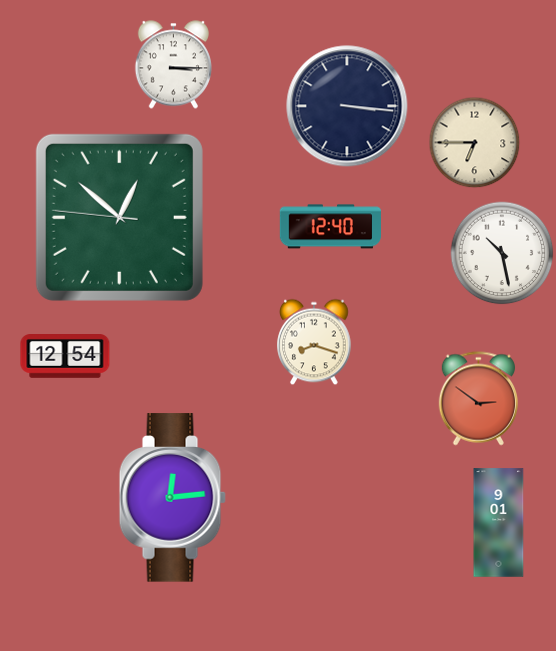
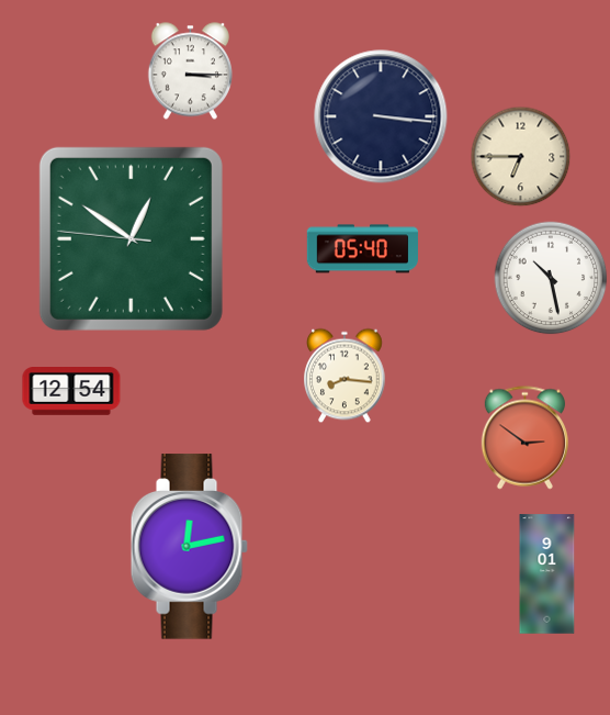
clock at (119, 217): 12:51 -> 12:50
clock at (330, 227): 12:40 -> 05:40
clock at (314, 342): 8:18 -> 8:16
clock at (172, 498): 12:14 -> 12:13
